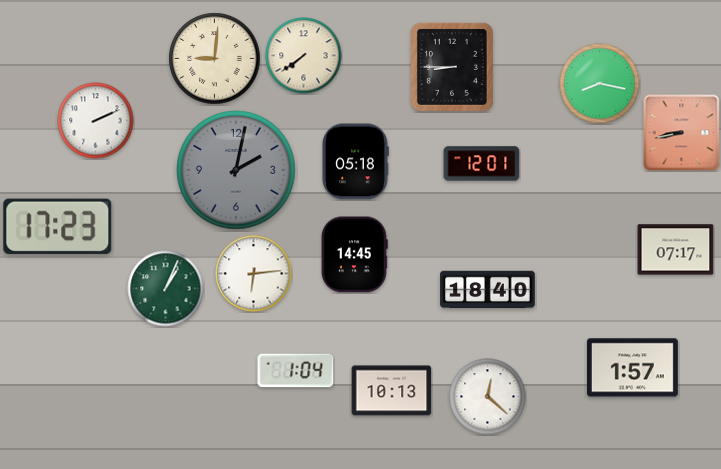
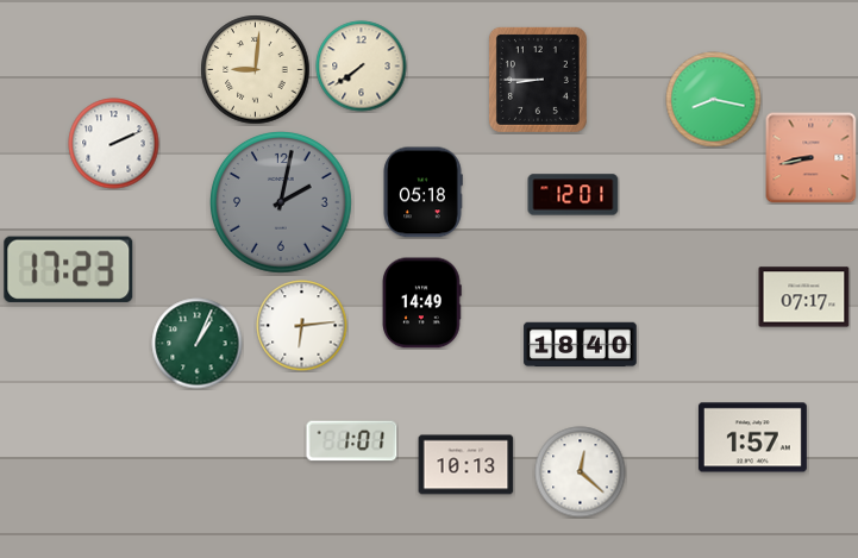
clock at (355, 255): 14:45 -> 14:49
clock at (296, 371): 1:04 -> 1:01
